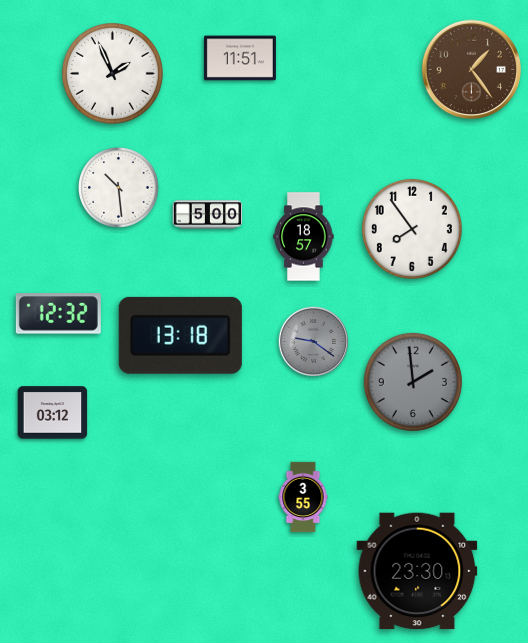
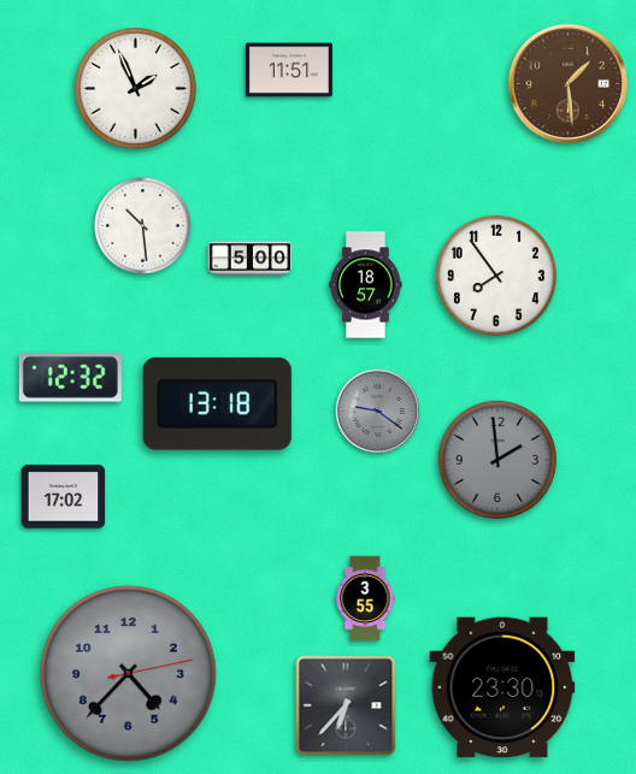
clock at (471, 69): 1:24 -> 1:29
clock at (53, 413): 03:12 -> 17:02
clock at (128, 673): none -> 4:37
clock at (346, 705): none -> 6:37
